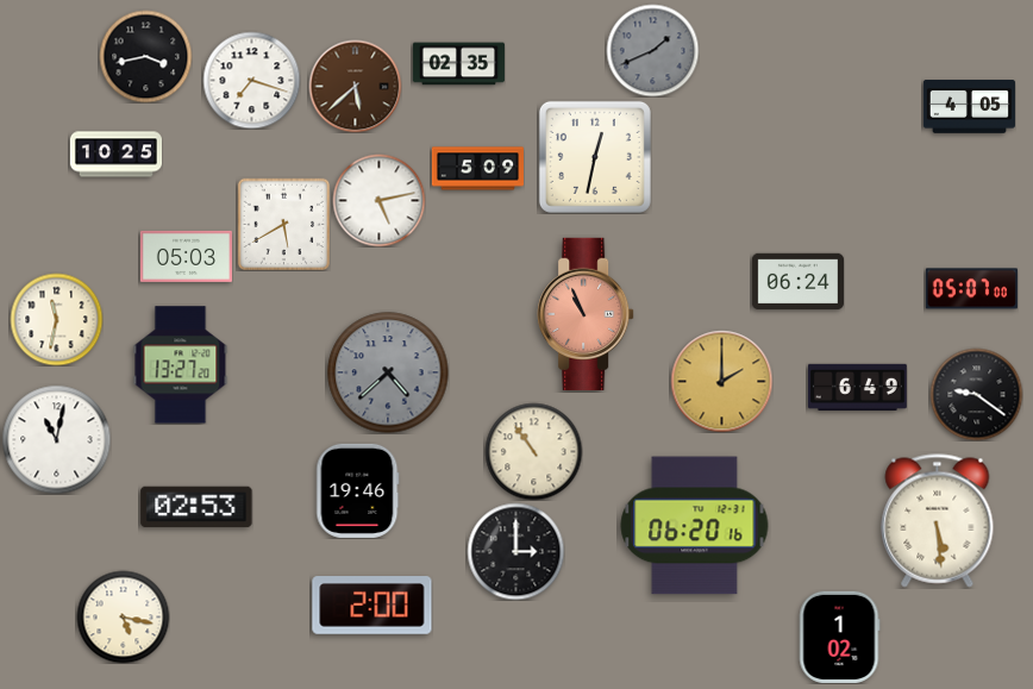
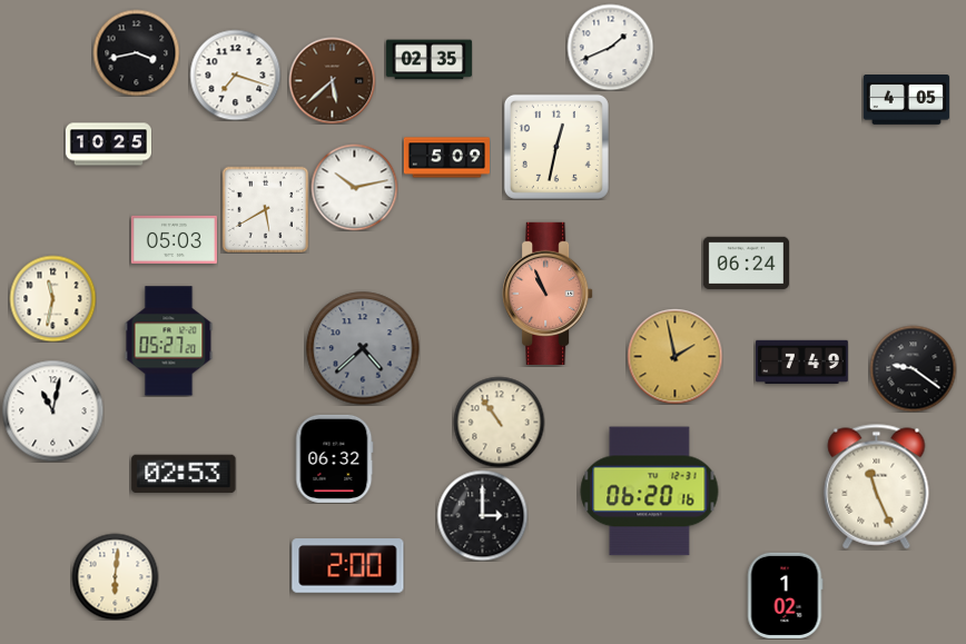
clock at (652, 50) dial: grey -> white
clock at (378, 200): 5:13 -> 10:13
clock at (971, 289): 05:07 -> none
clock at (181, 365): 13:27 -> 05:27
clock at (721, 381): 2:00 -> 1:58
clock at (857, 387): 6:49 -> 7:49
clock at (358, 490): 19:46 -> 06:32
clock at (938, 521): 5:29 -> 11:26
clock at (123, 616): 5:17 -> 6:01
